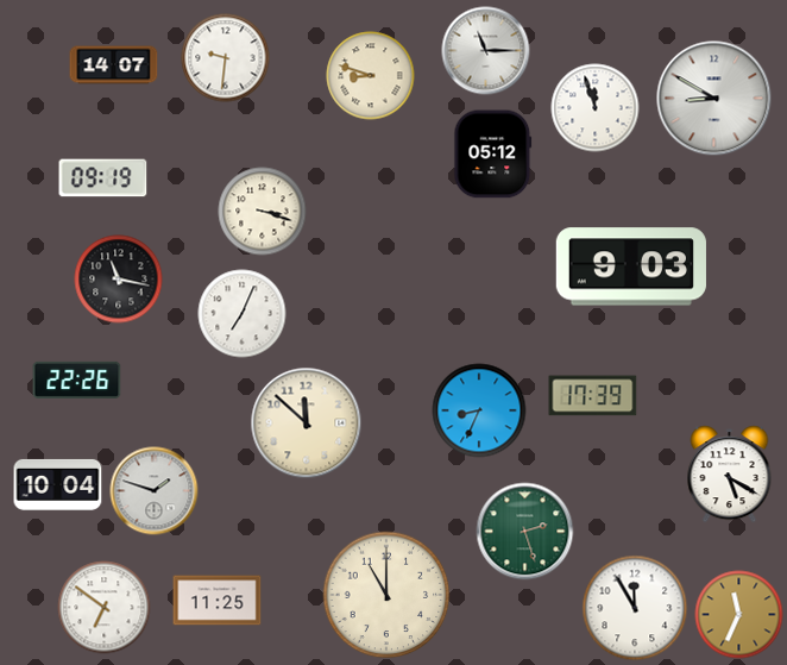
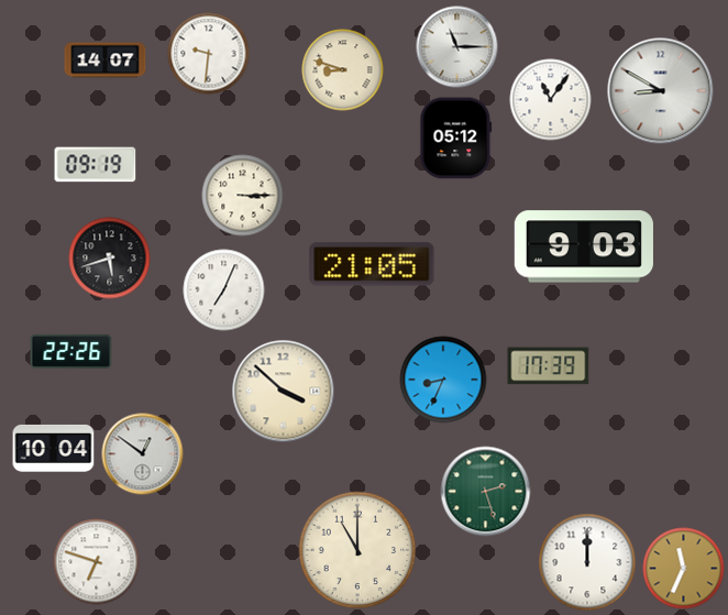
clock at (486, 51) position: (486, 51) -> (457, 47)
clock at (596, 108): 11:57 -> 11:06
clock at (493, 155) position: (493, 155) -> (456, 139)
clock at (263, 212): 3:18 -> 3:15
clock at (119, 280): 11:17 -> 5:42
clock at (372, 264): none -> 21:05
clock at (307, 424): 11:52 -> 3:52
clock at (730, 475): 5:20 -> none
clock at (155, 491): 1:48 -> 12:51
clock at (218, 601): 11:25 -> none
clock at (105, 608): 6:51 -> 6:48
clock at (635, 608): 11:55 -> 12:00
